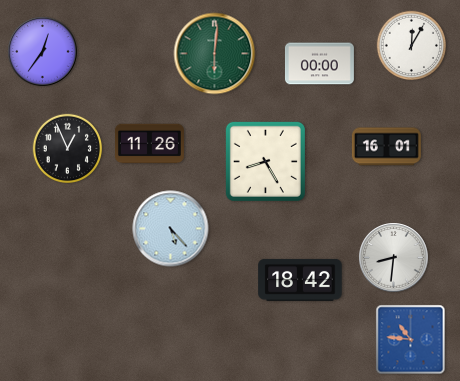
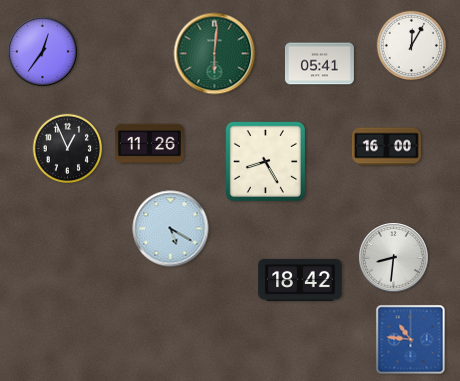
clock at (319, 64): 00:00 -> 05:41
clock at (386, 147): 16:01 -> 16:00
clock at (171, 229): 5:23 -> 5:20
